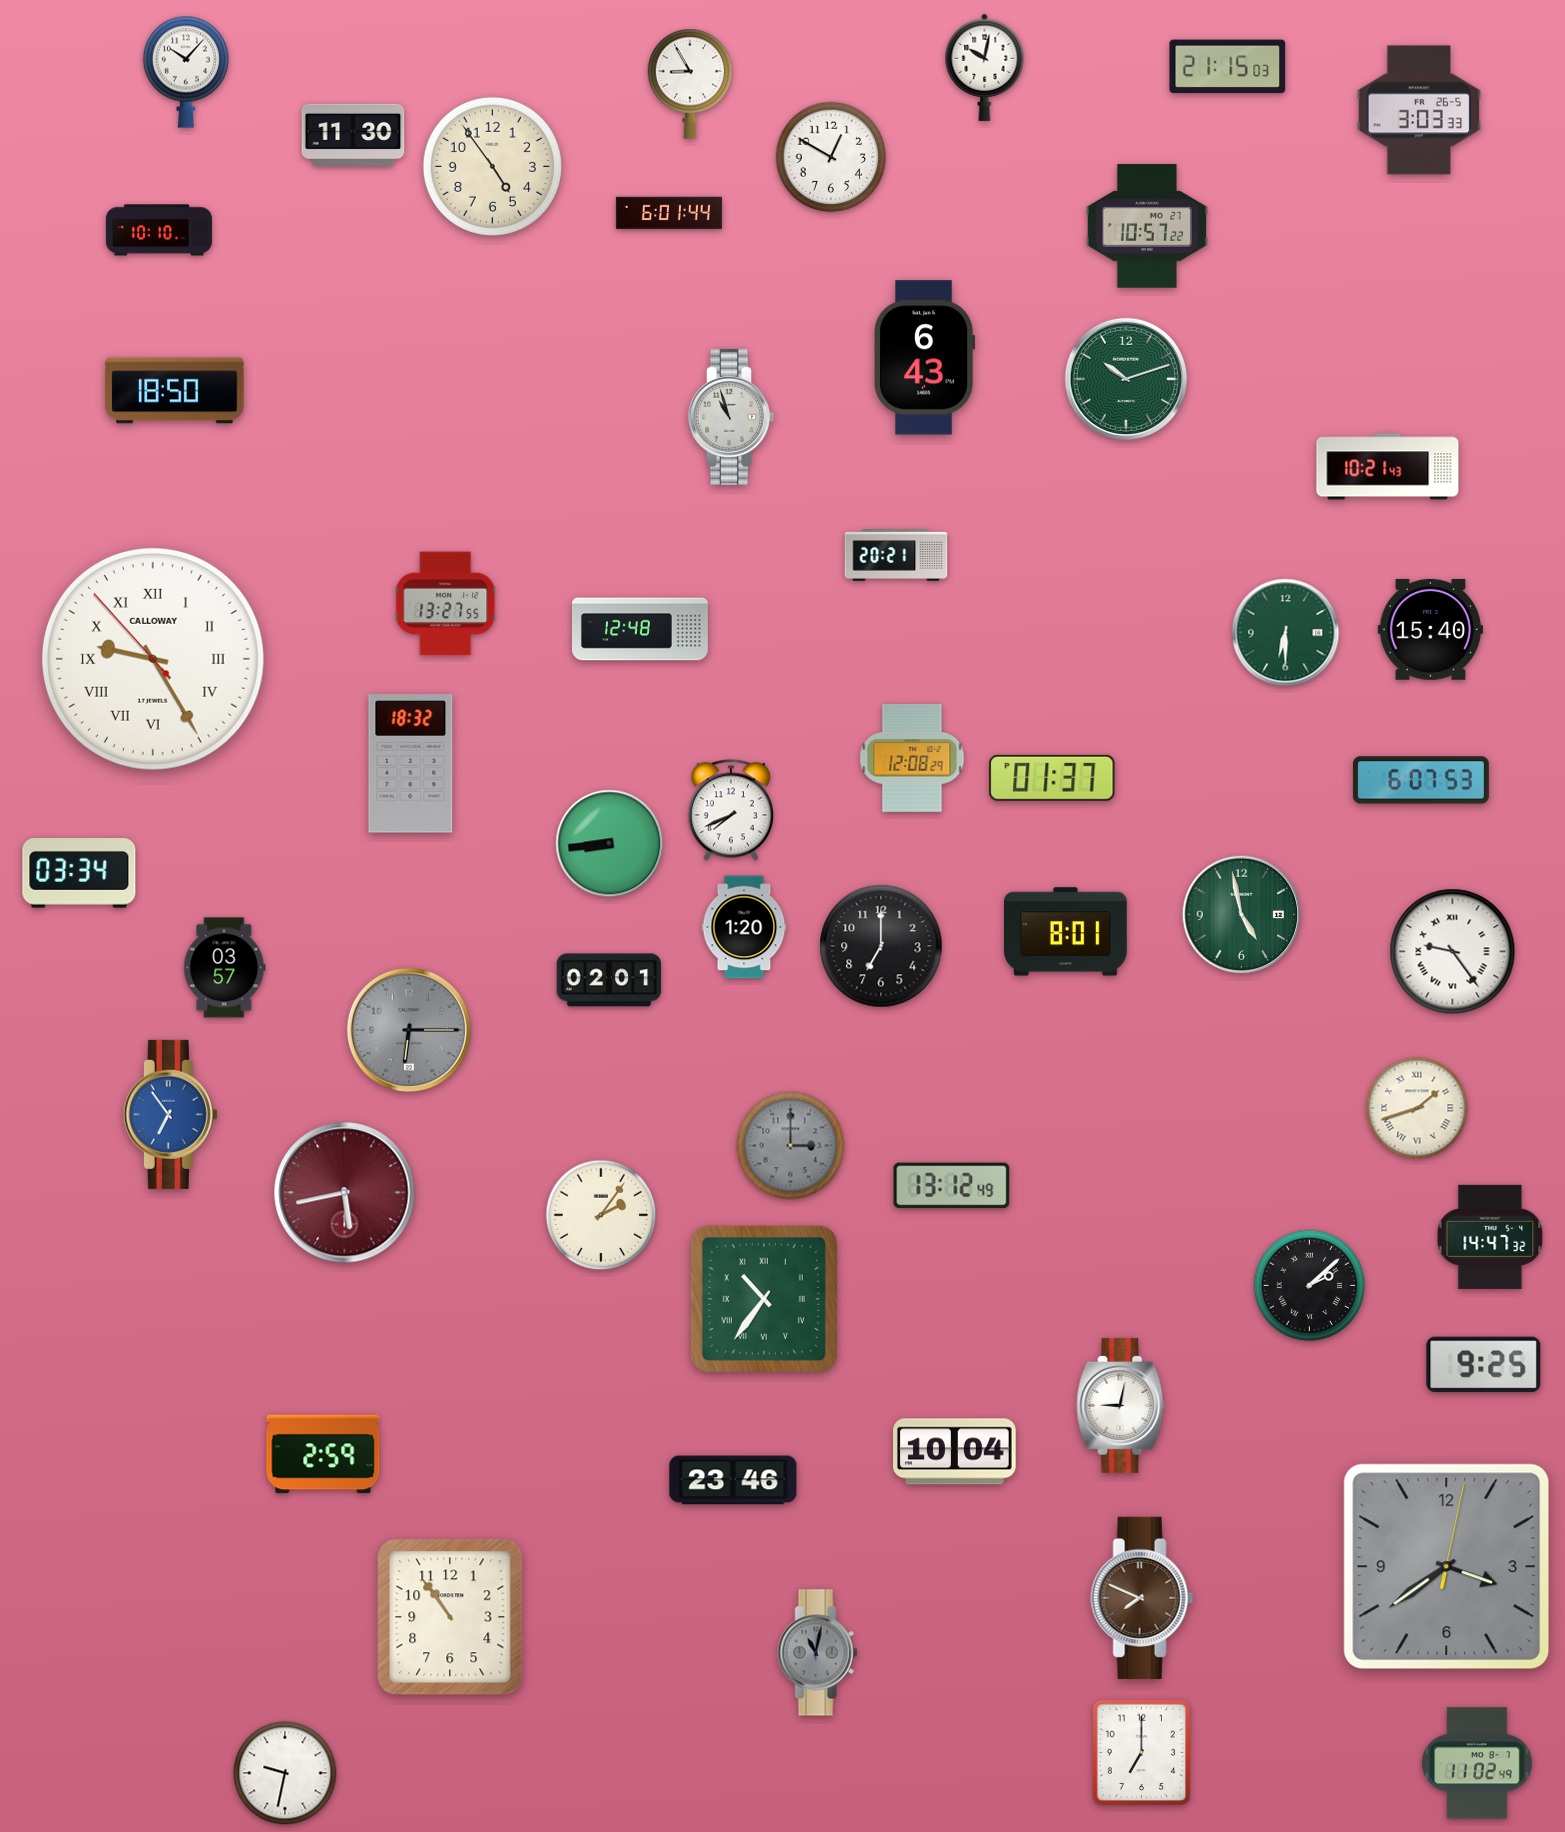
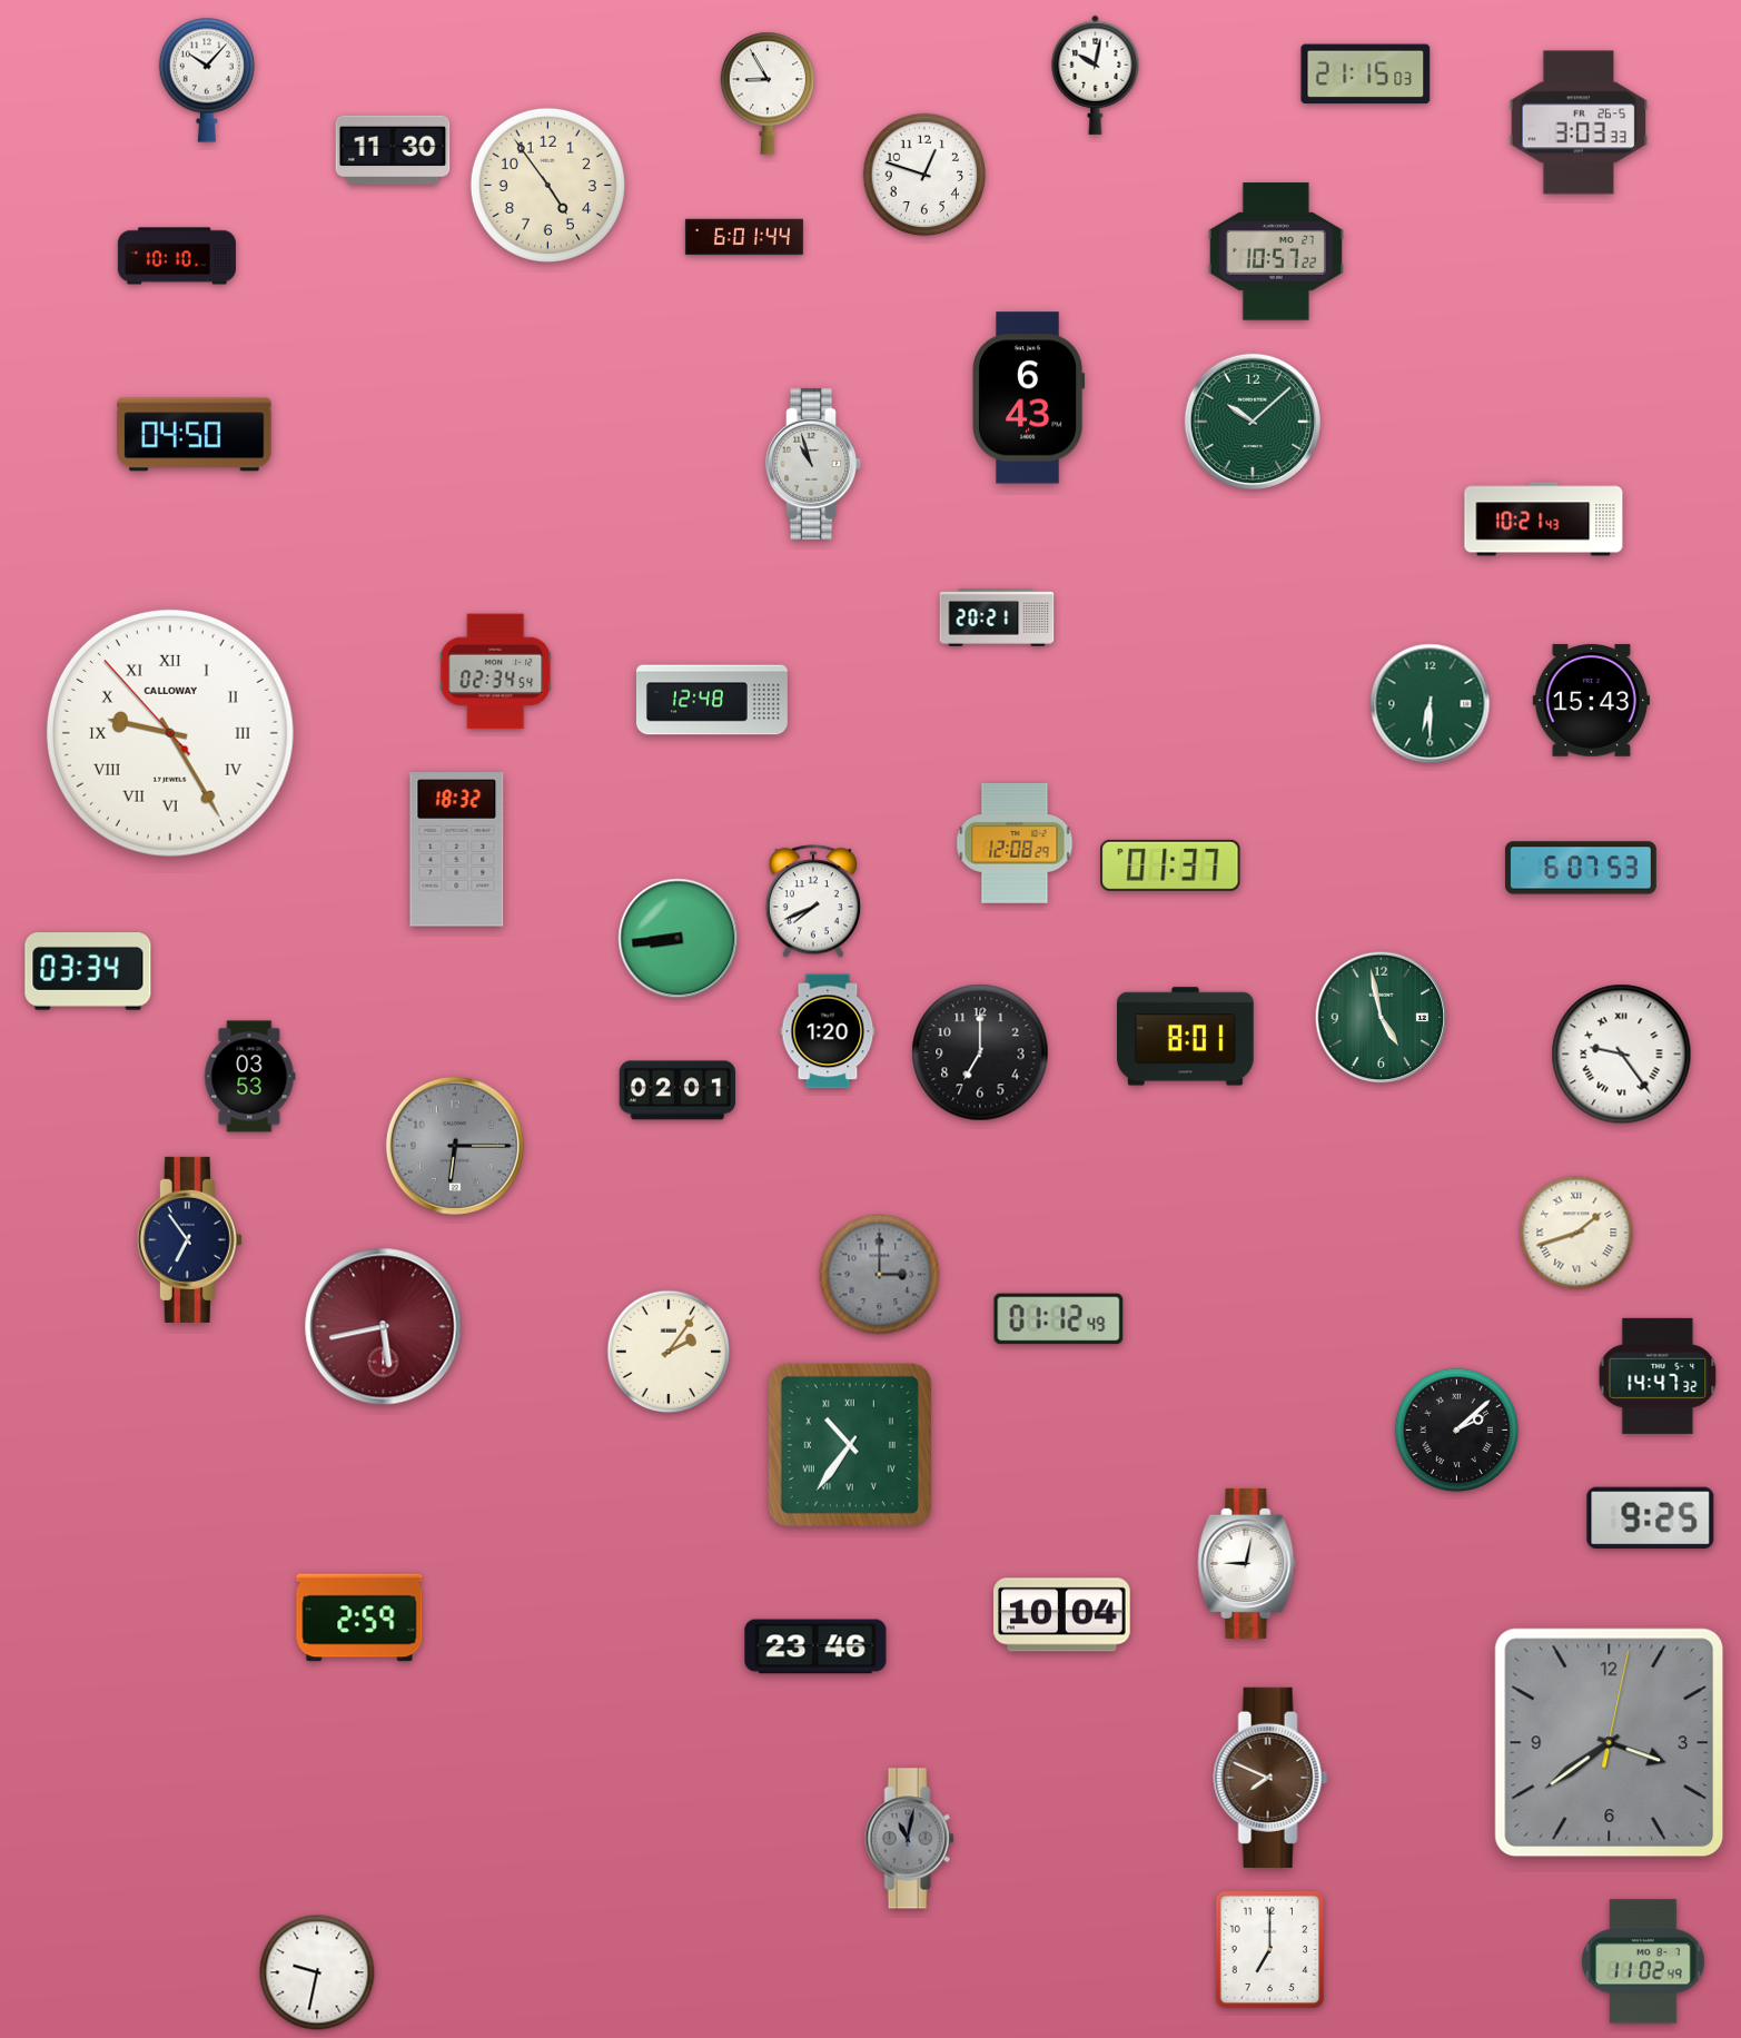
clock at (831, 157): 12:50 -> 12:48
clock at (1126, 379): 10:12 -> 10:08
clock at (175, 391): 18:50 -> 04:50
clock at (446, 604): 13:27 -> 02:34
clock at (1430, 629): 15:40 -> 15:43
clock at (1453, 952) position: (1453, 952) -> (1622, 1055)
clock at (225, 968): 03:57 -> 03:53
clock at (170, 1114) dial: blue -> navy
clock at (952, 1186): 13:12 -> 01:12
clock at (450, 1617): 10:54 -> none
